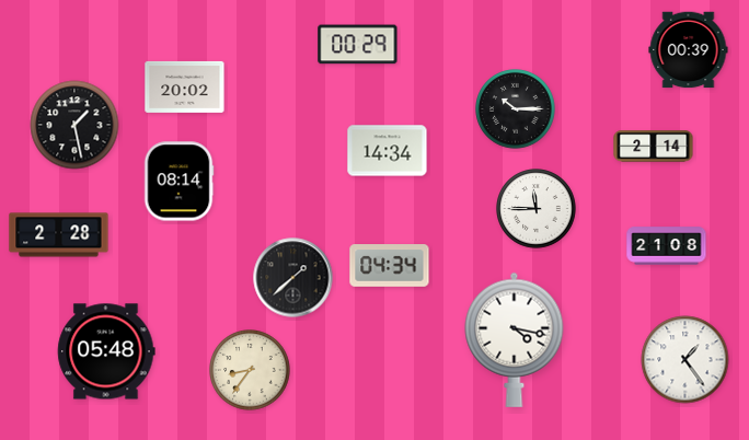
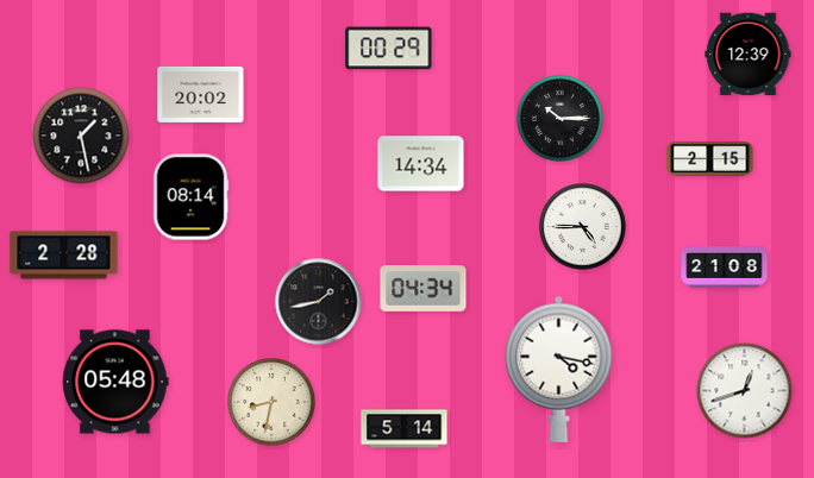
clock at (689, 50): 00:39 -> 12:39
clock at (654, 147): 2:14 -> 2:15
clock at (178, 182) position: (178, 182) -> (190, 197)
clock at (537, 209): 11:45 -> 4:45
clock at (293, 278): 1:38 -> 1:43
clock at (685, 360): 1:24 -> 12:42
clock at (250, 370): 8:36 -> 8:32
clock at (405, 429): none -> 5:14
